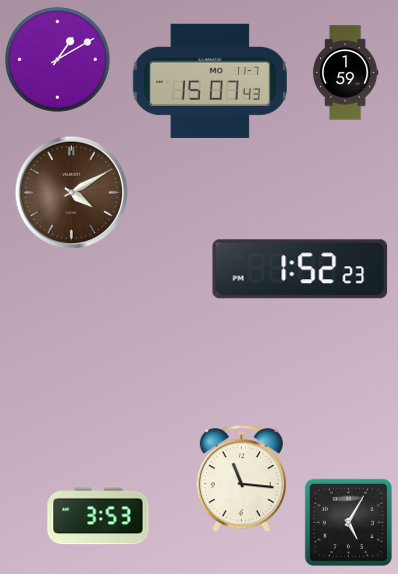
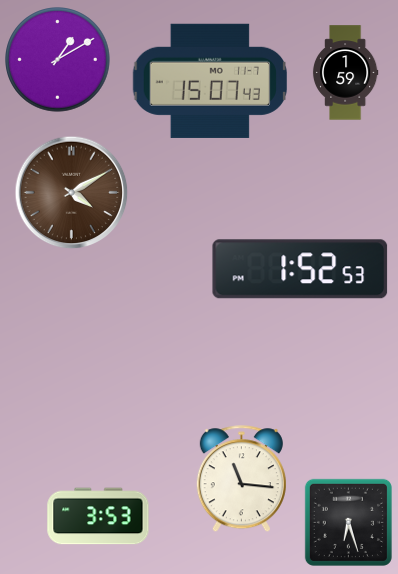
clock at (300, 269): 1:52:23 -> 1:52:53
clock at (348, 522): 5:05 -> 6:27
